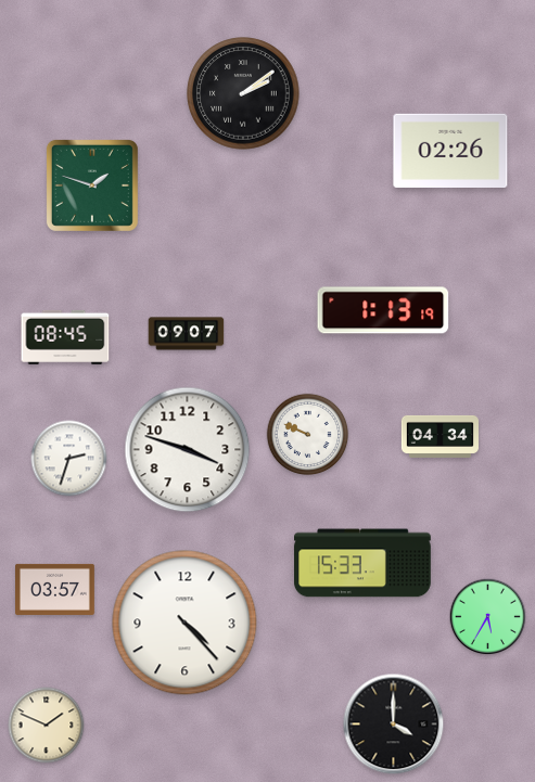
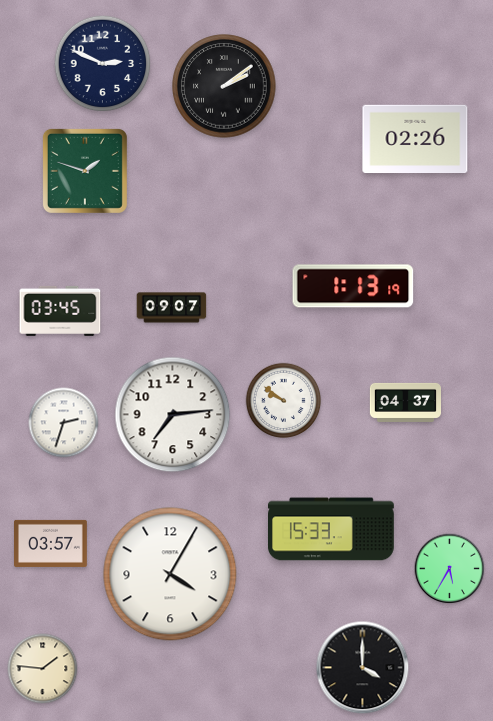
clock at (103, 64): none -> 2:49
clock at (65, 337): 08:45 -> 03:45
clock at (308, 435): 9:49 -> 9:51
clock at (440, 436): 04:34 -> 04:37
clock at (188, 450): 3:48 -> 7:14
clock at (364, 563) position: (364, 563) -> (332, 529)
clock at (184, 623): 4:23 -> 4:05
clock at (47, 726): 1:49 -> 1:46
